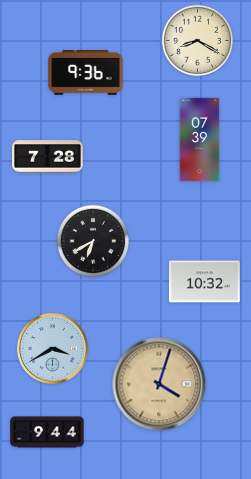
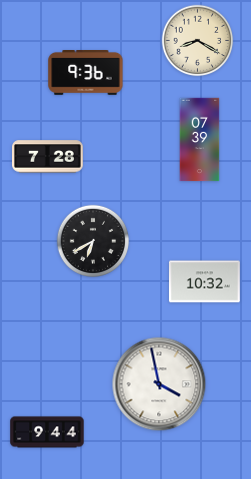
clock at (53, 349): 3:40 -> none
clock at (159, 384): 4:03 -> 3:58
clock at (159, 384) dial: champagne -> white
